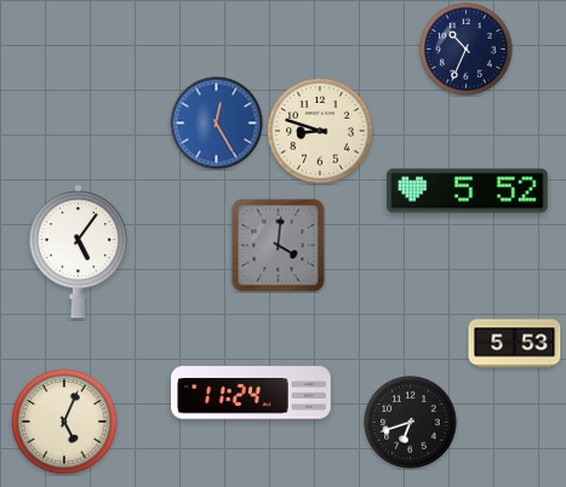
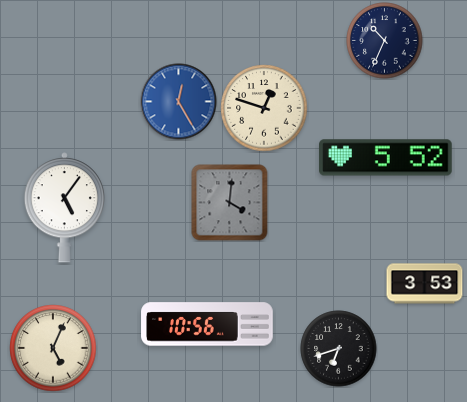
clock at (320, 131): 8:48 -> 12:48
clock at (515, 344): 5:53 -> 3:53
clock at (251, 393): 11:24 -> 10:56
